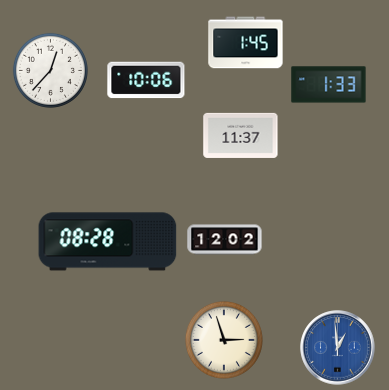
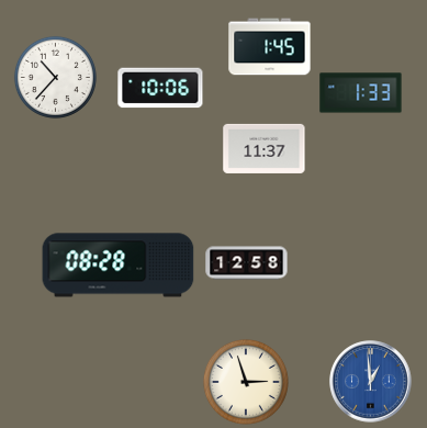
clock at (50, 70): 12:37 -> 10:37
clock at (225, 240): 12:02 -> 12:58
clock at (224, 340) position: (224, 340) -> (246, 382)
